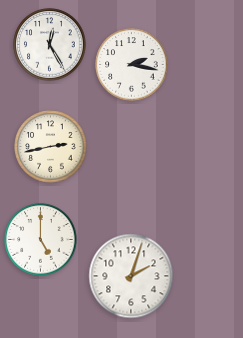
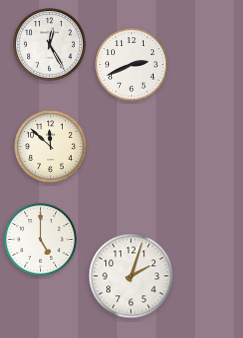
clock at (132, 65): 2:17 -> 2:41
clock at (51, 147): 2:43 -> 11:52
